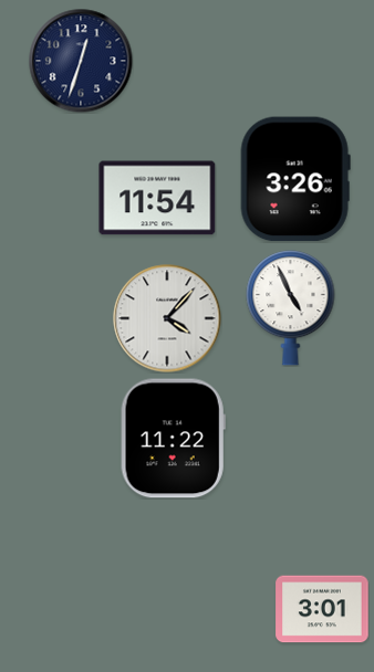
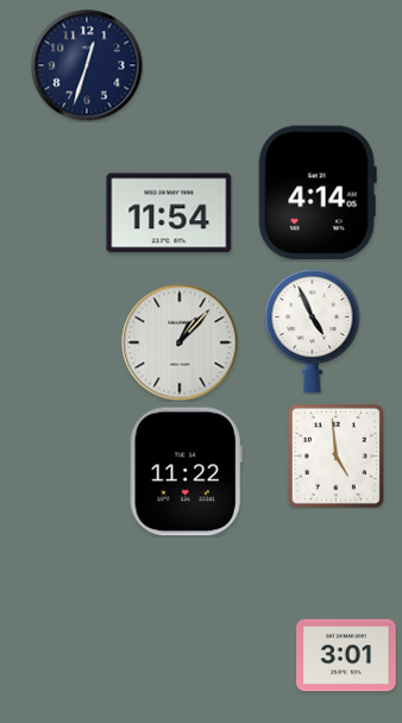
clock at (295, 179): 3:26 -> 4:14
clock at (167, 318): 4:07 -> 1:07
clock at (335, 455): none -> 4:59
